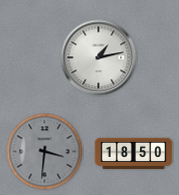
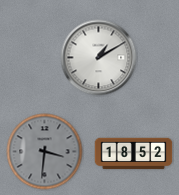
clock at (99, 58): 1:13 -> 1:10
clock at (134, 154): 18:50 -> 18:52
